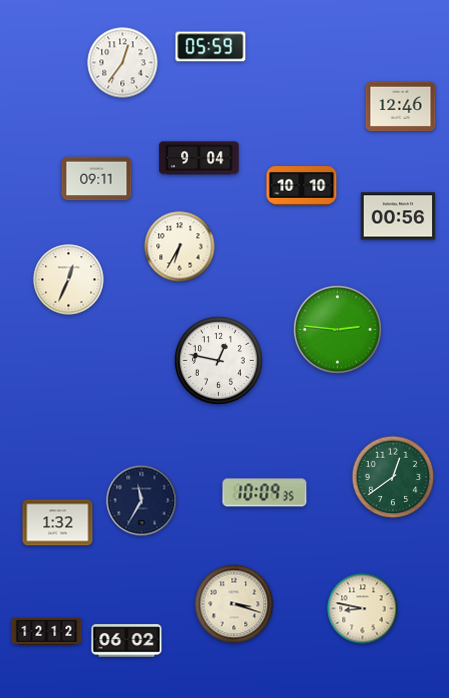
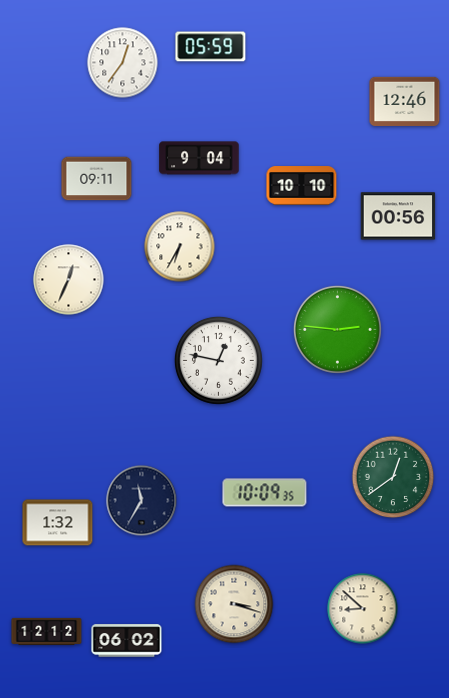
clock at (401, 106) position: (401, 106) -> (405, 101)
clock at (363, 609): 8:47 -> 8:52
